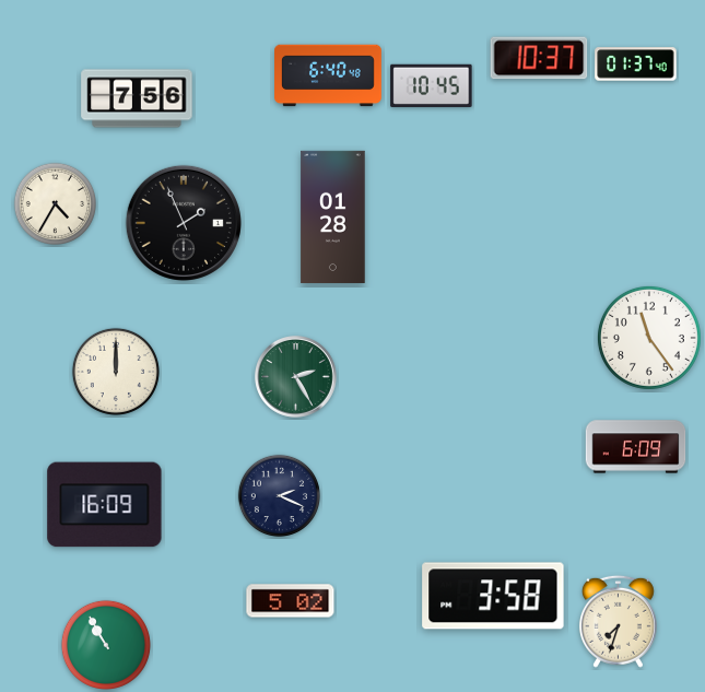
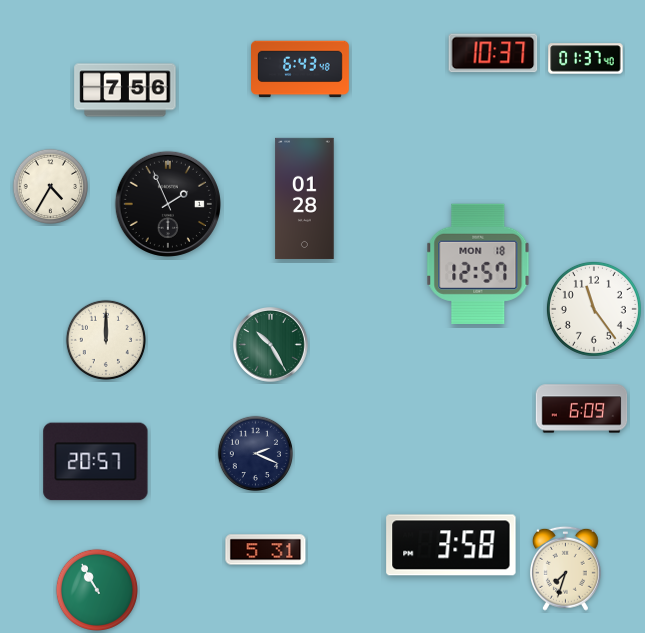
clock at (636, 64) position: (636, 64) -> (586, 59)
clock at (329, 75): 6:40 -> 6:43
clock at (432, 85): 10:45 -> none
clock at (478, 264): none -> 12:57
clock at (296, 377): 2:25 -> 10:25
clock at (105, 505): 16:09 -> 20:57
clock at (291, 601): 5:02 -> 5:31
